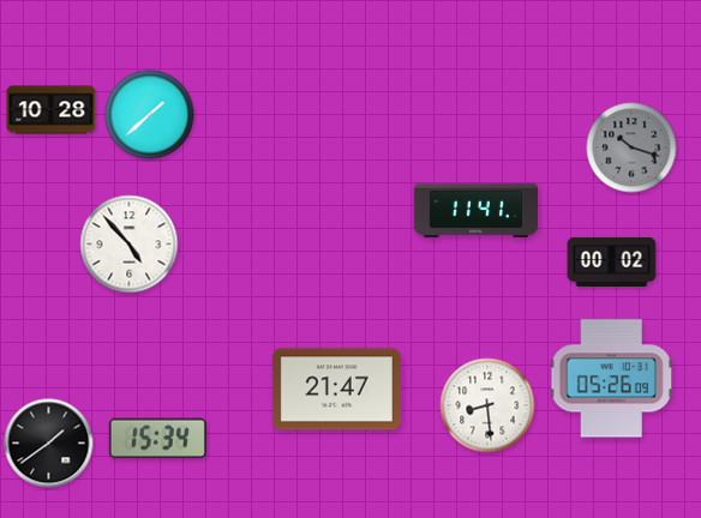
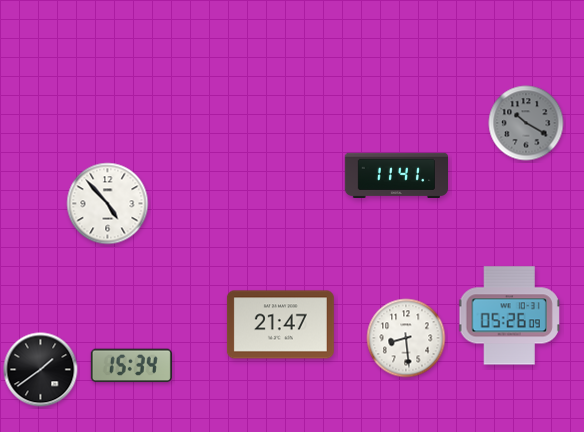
clock at (52, 110): 10:28 -> none
clock at (150, 115): 1:38 -> none
clock at (631, 147): 10:18 -> 10:20
clock at (612, 261): 00:02 -> none
